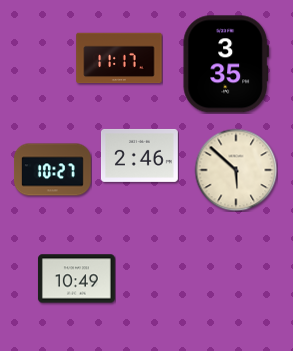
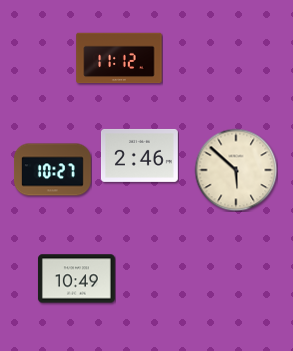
clock at (119, 58): 11:17 -> 11:12
clock at (226, 64): 3:35 -> none
